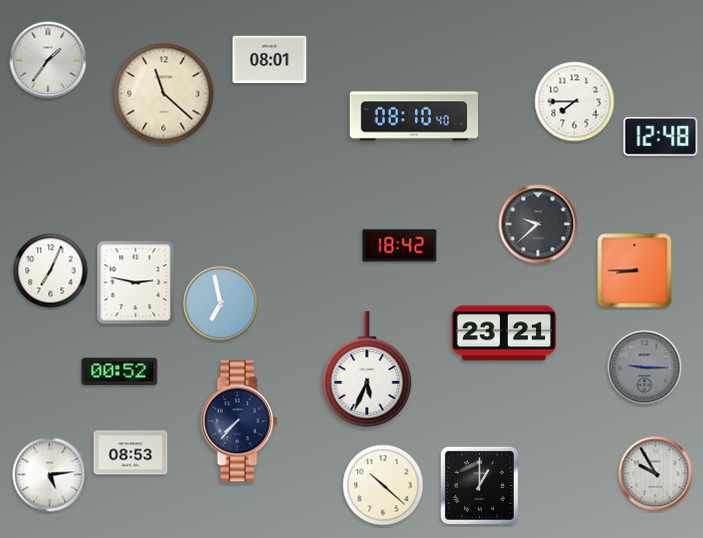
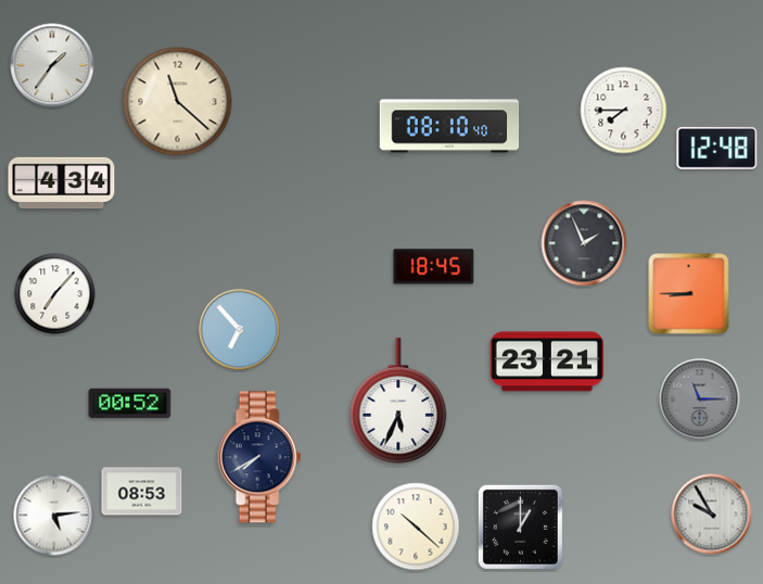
clock at (270, 60): 08:01 -> none
clock at (62, 183): none -> 4:34
clock at (538, 224): 9:38 -> 1:56
clock at (400, 246): 18:42 -> 18:45
clock at (51, 271): 7:04 -> 7:07
clock at (136, 283): 2:47 -> none
clock at (221, 304): 6:58 -> 6:53
clock at (645, 368): 9:15 -> 11:15
clock at (239, 421): 7:37 -> 7:40
